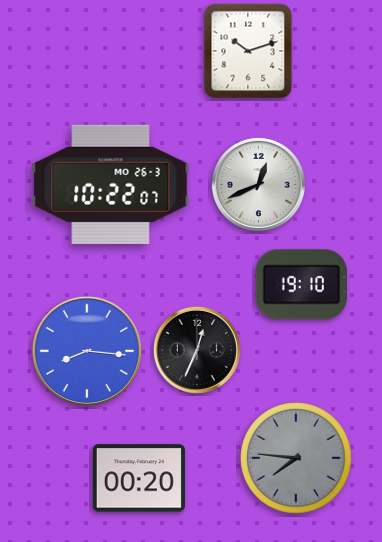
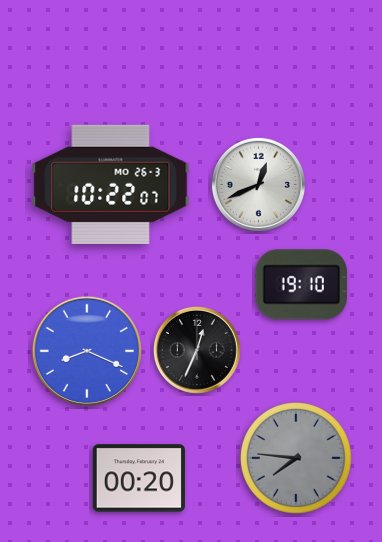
clock at (248, 51): 10:12 -> none
clock at (87, 351): 8:16 -> 8:19
